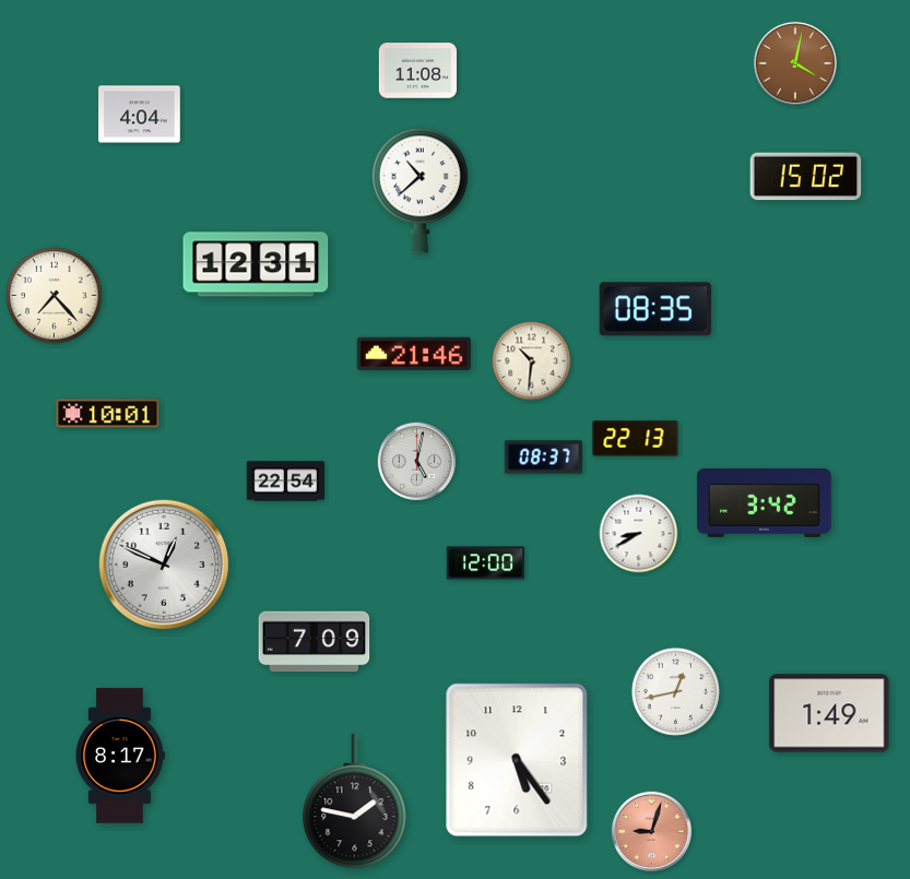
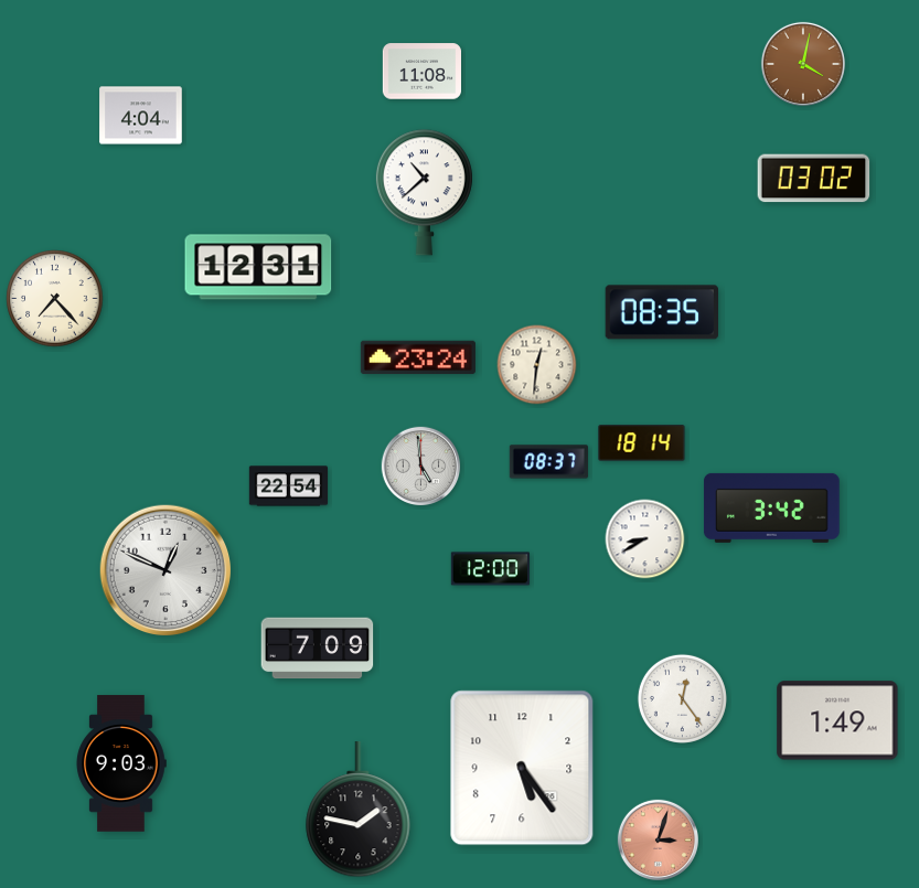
clock at (806, 177): 15:02 -> 03:02
clock at (414, 354): 21:46 -> 23:24
clock at (532, 361): 10:31 -> 12:31
clock at (108, 414): 10:01 -> none
clock at (636, 439): 22:13 -> 18:14
clock at (417, 462): 5:02 -> 4:59
clock at (675, 691): 12:43 -> 12:24
clock at (120, 756): 8:17 -> 9:03
clock at (651, 831): 9:03 -> 3:03
